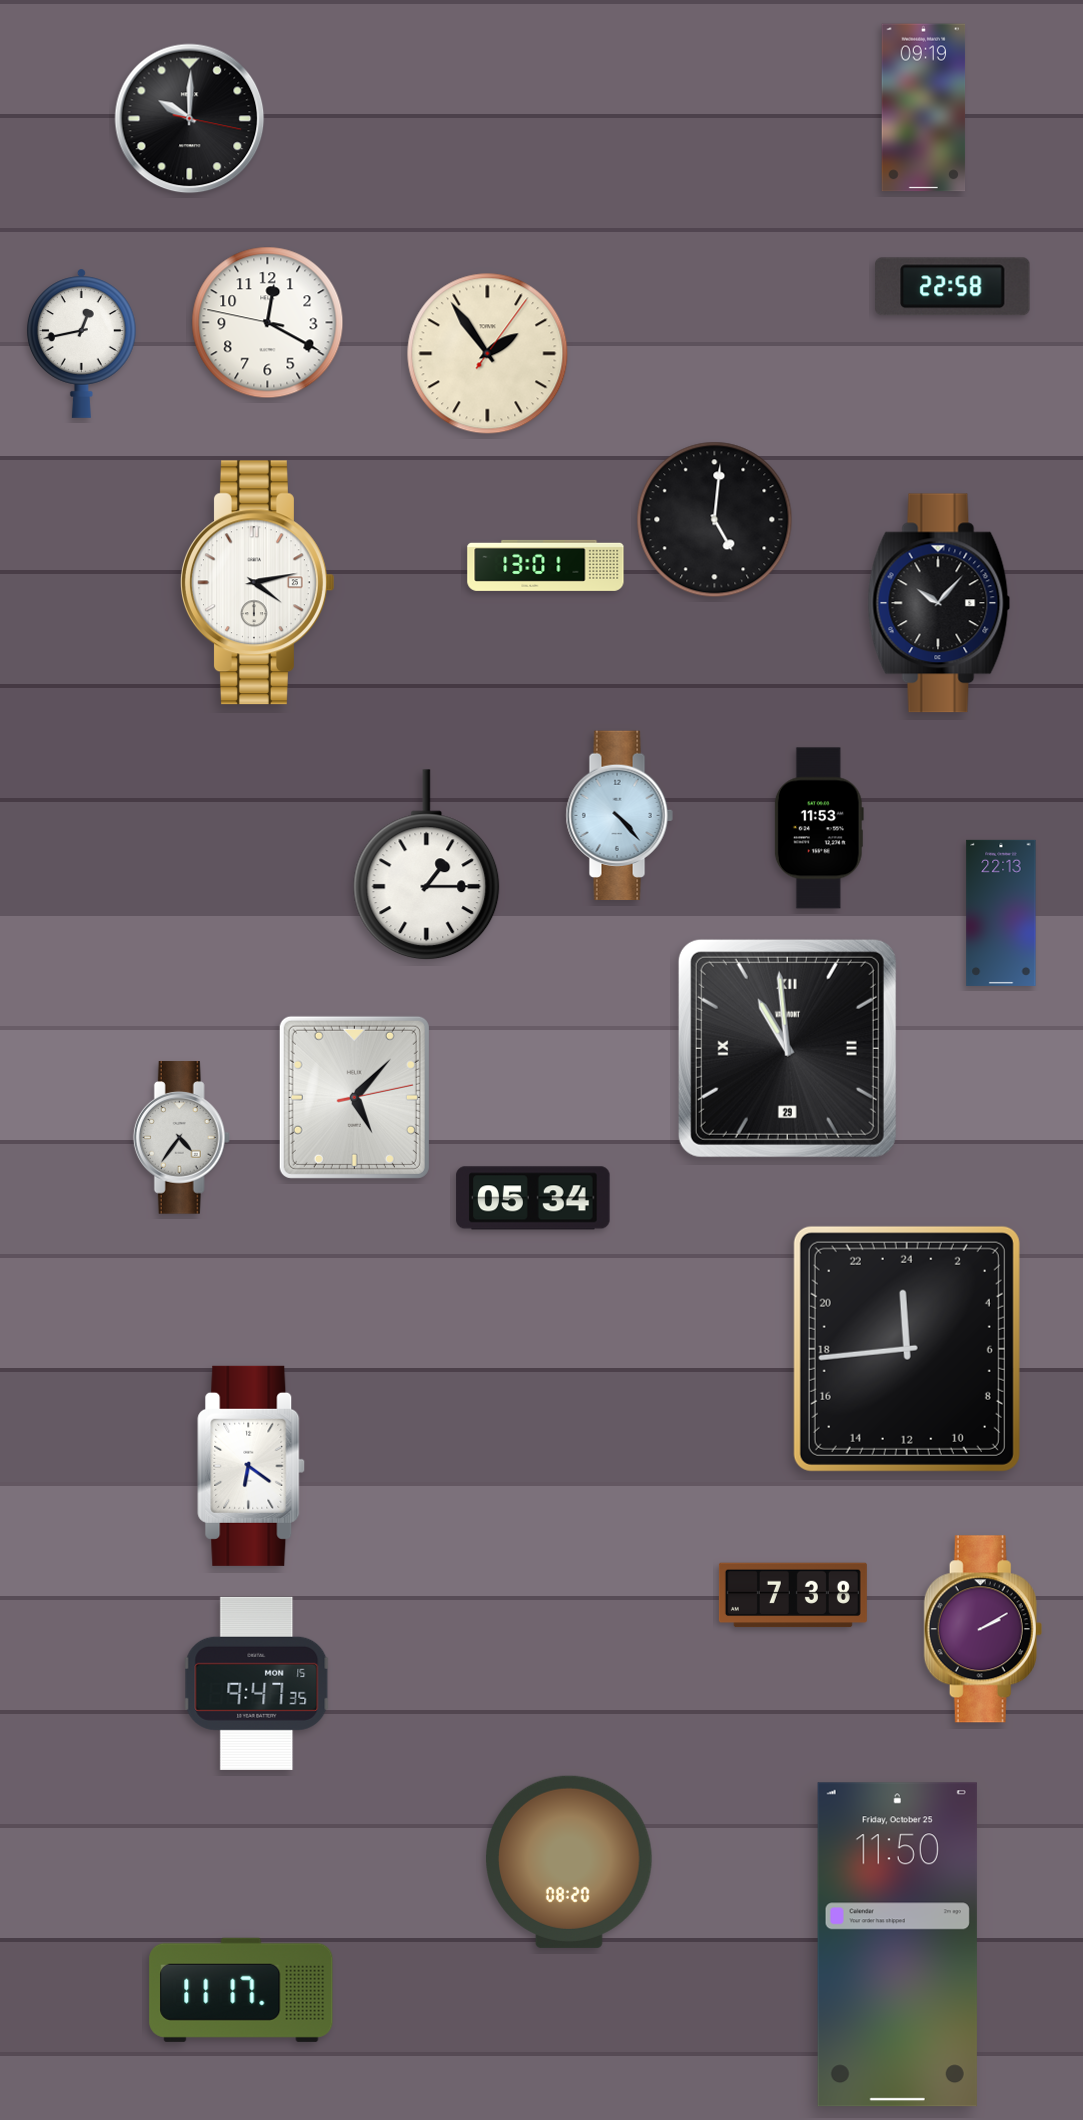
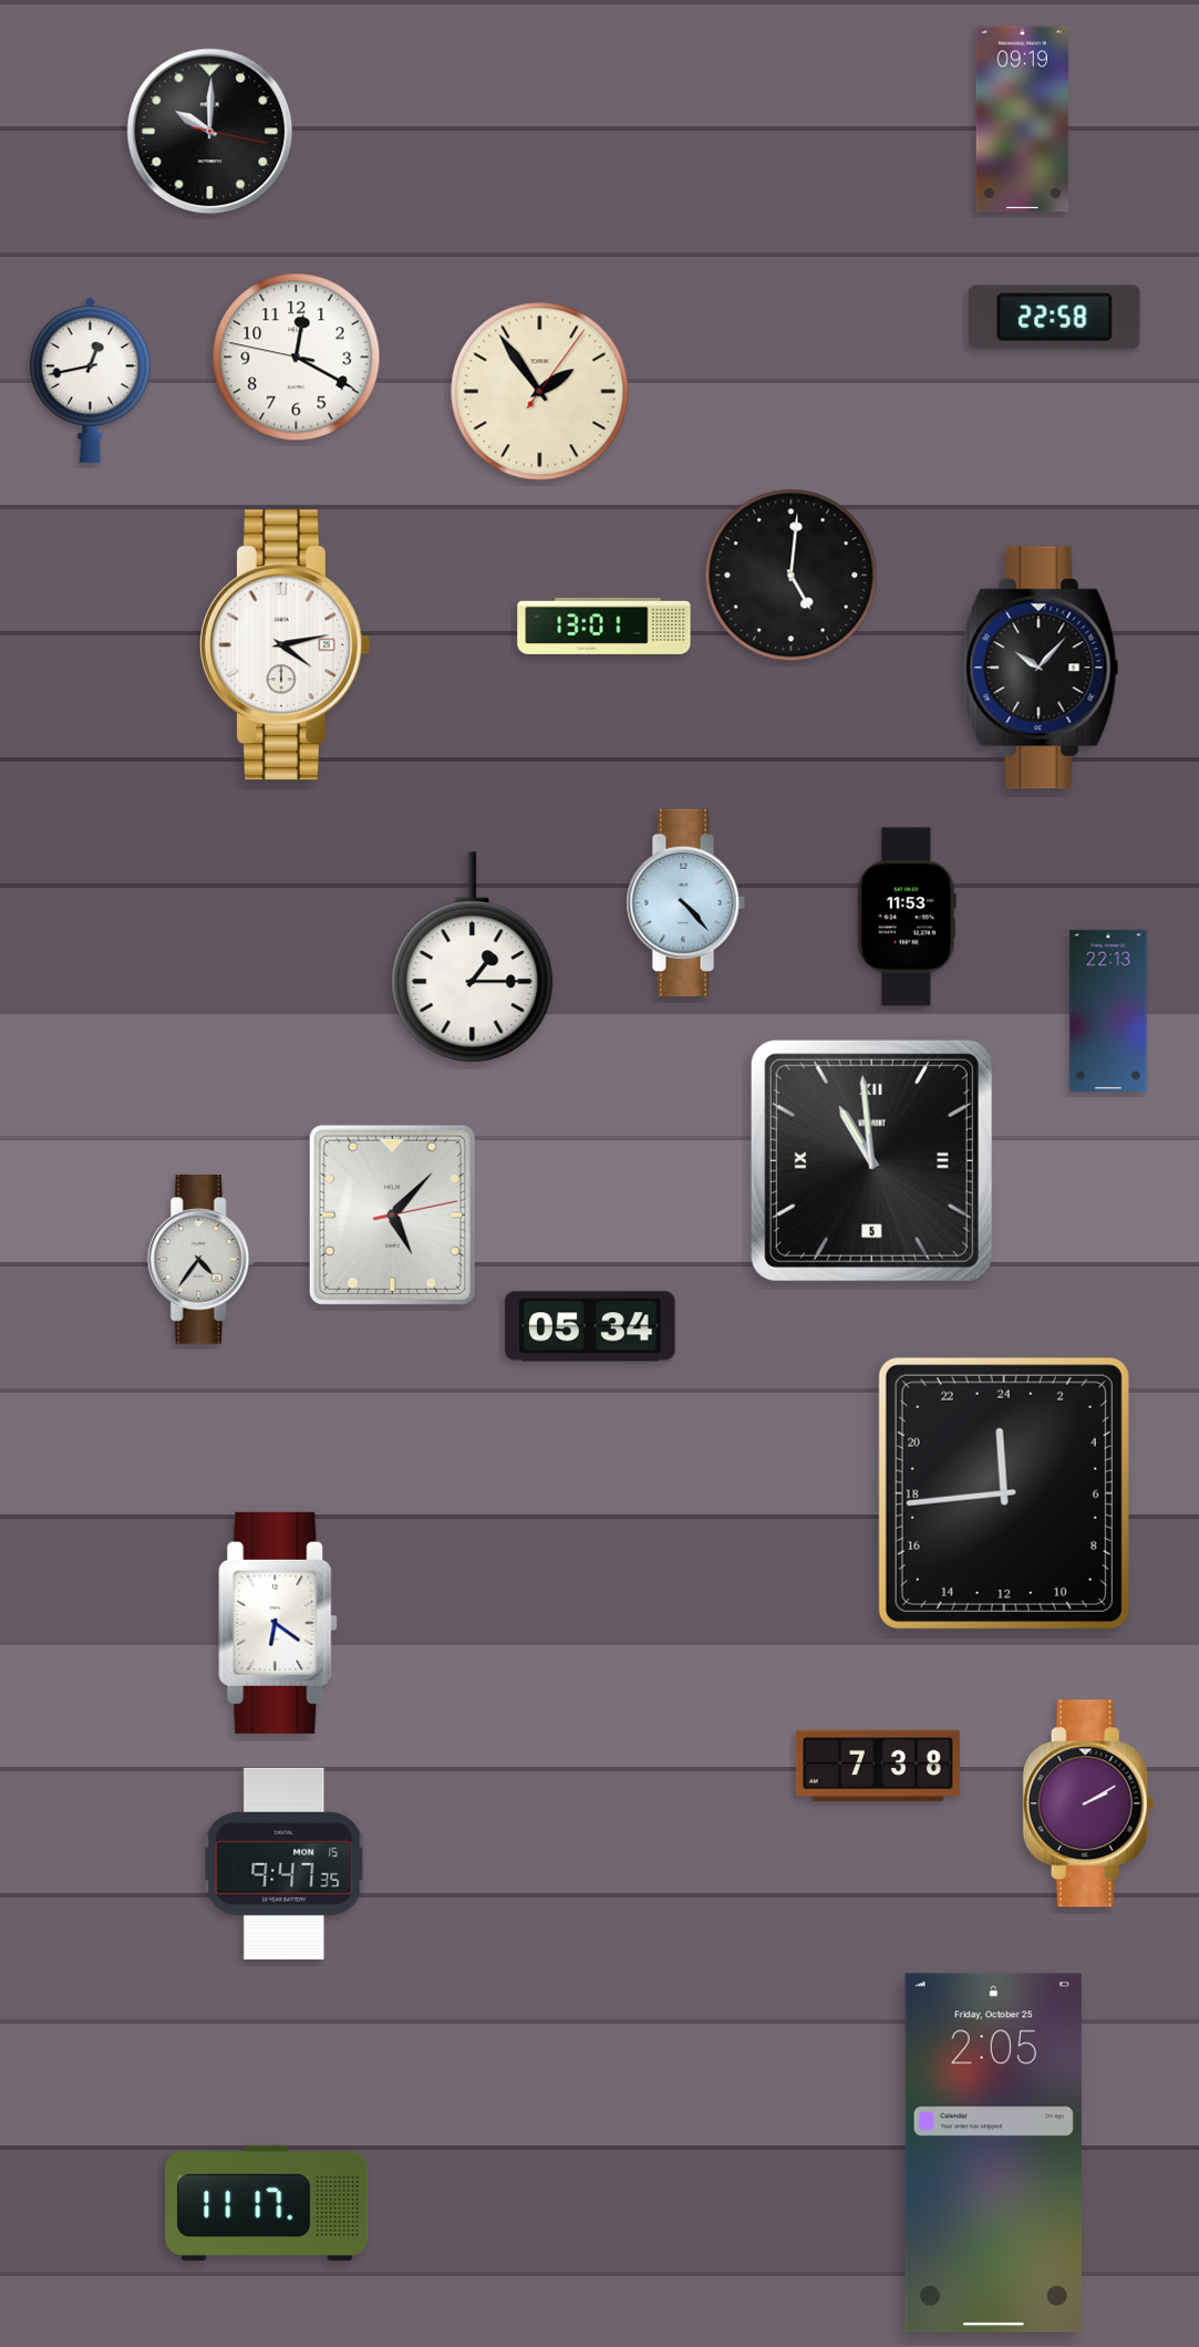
clock at (787, 1048) date: 29 -> 5
clock at (569, 1862): 08:20 -> none
clock at (897, 1945): 11:50 -> 2:05
